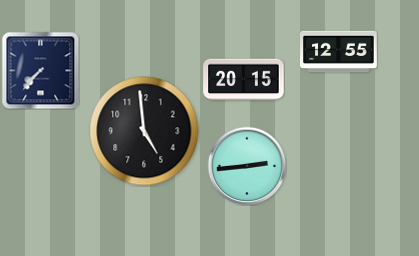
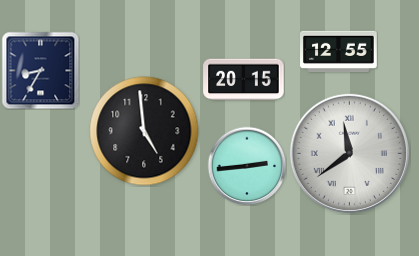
clock at (40, 70): 7:37 -> 8:35
clock at (349, 153): none -> 11:39
